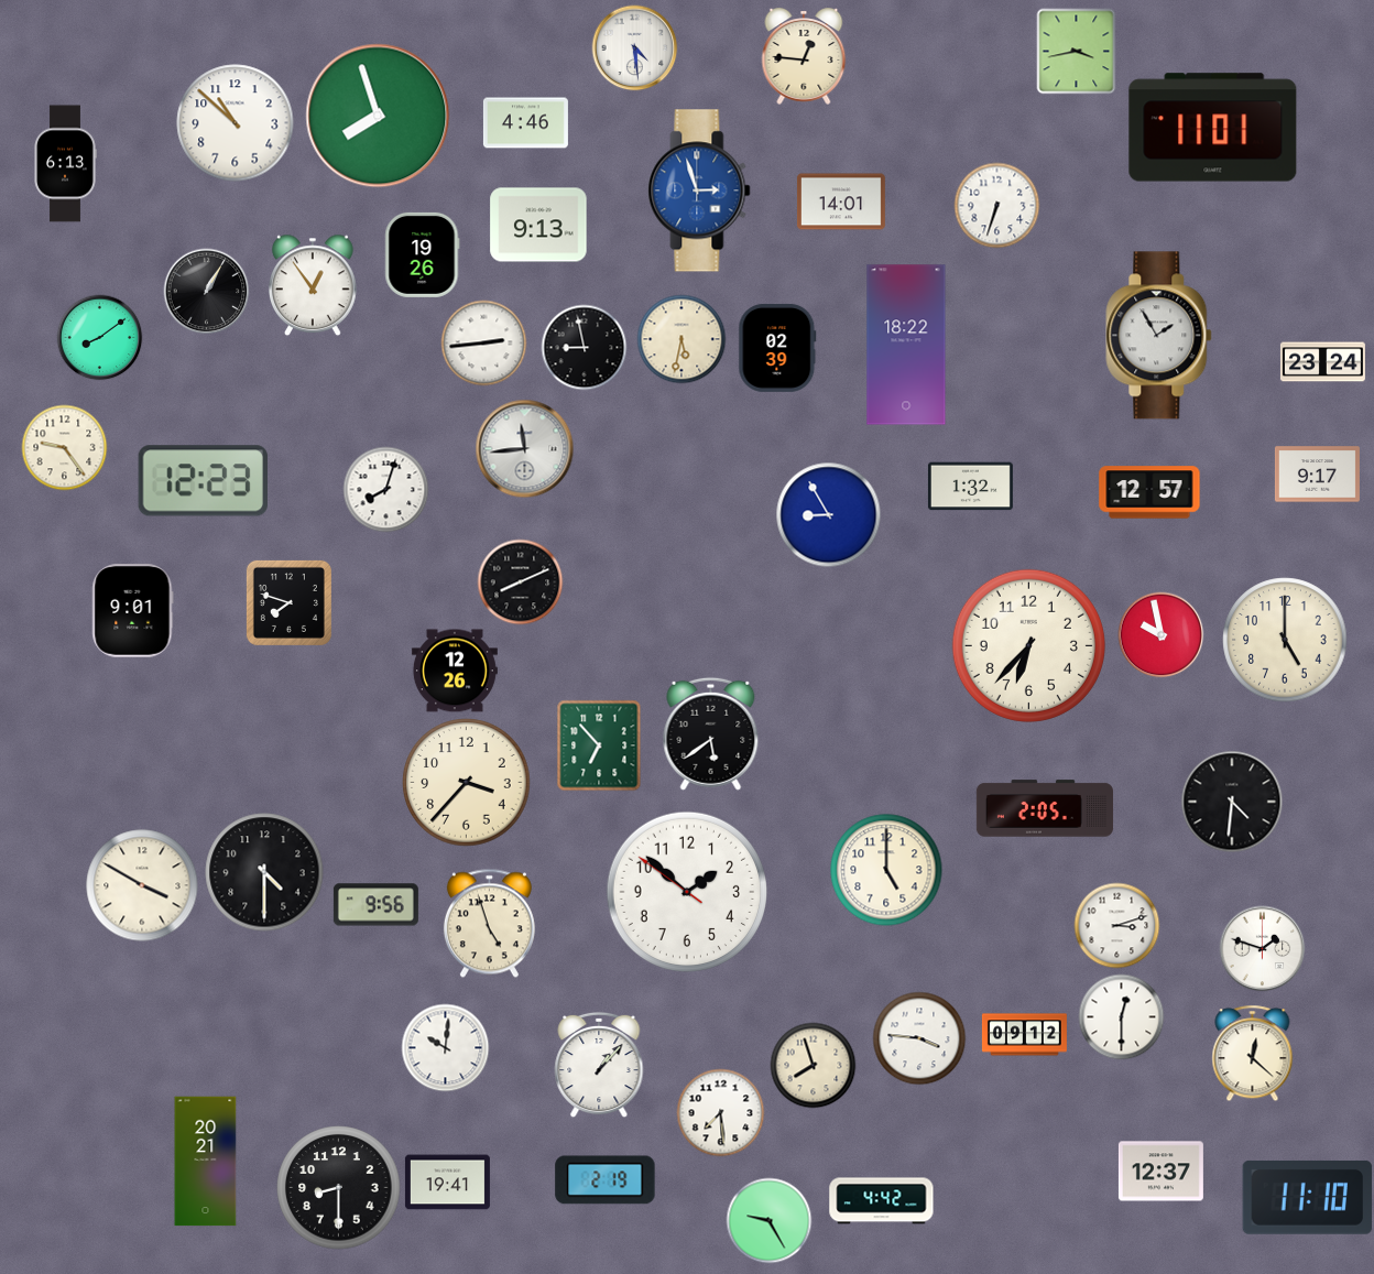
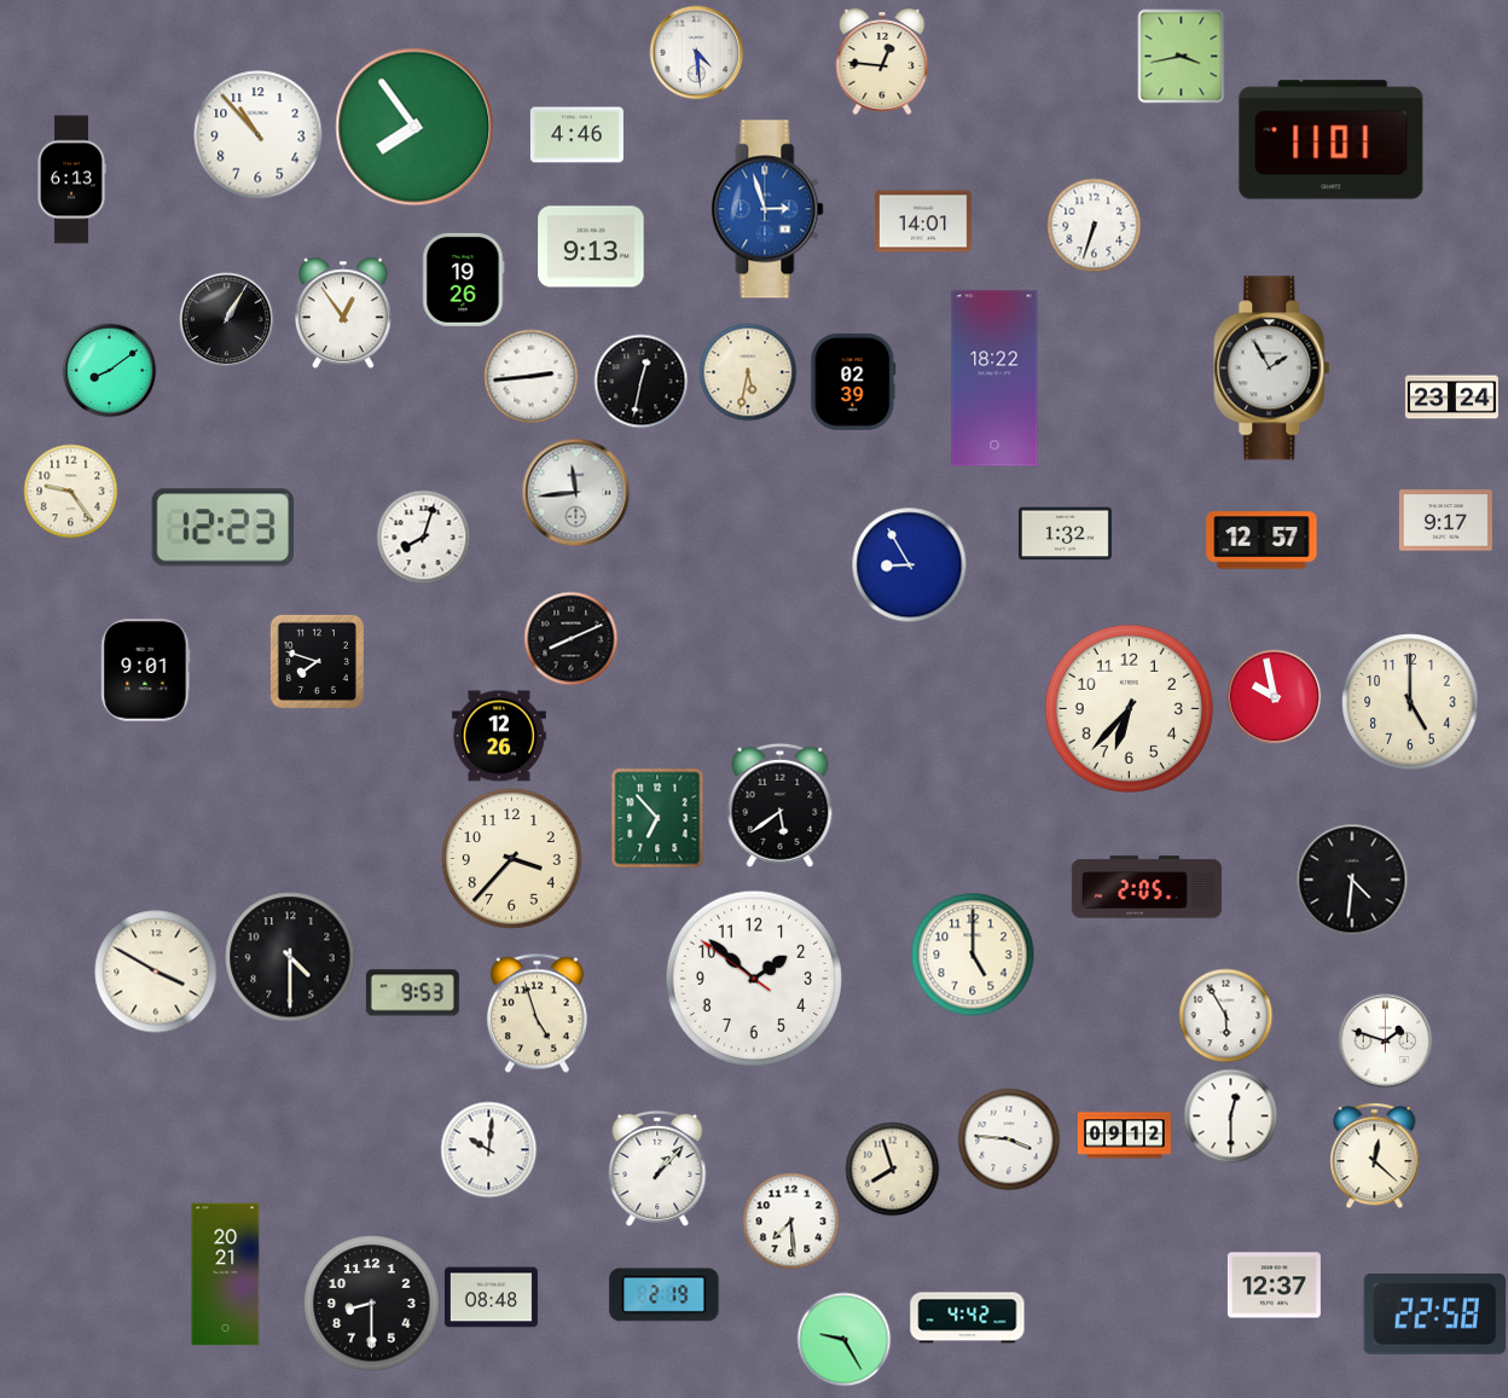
clock at (378, 116): 7:57 -> 7:54
clock at (236, 123): 10:52 -> 10:53
clock at (584, 347): 8:58 -> 12:32
clock at (375, 905): 9:56 -> 9:53
clock at (1116, 925): 3:12 -> 5:55
clock at (447, 1183): 19:41 -> 08:48
clock at (1307, 1197): 11:10 -> 22:58
